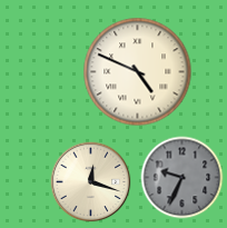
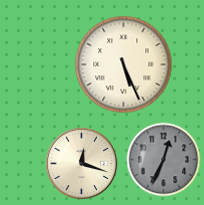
clock at (138, 72): 4:49 -> 5:26
clock at (182, 178): 9:34 -> 12:34
